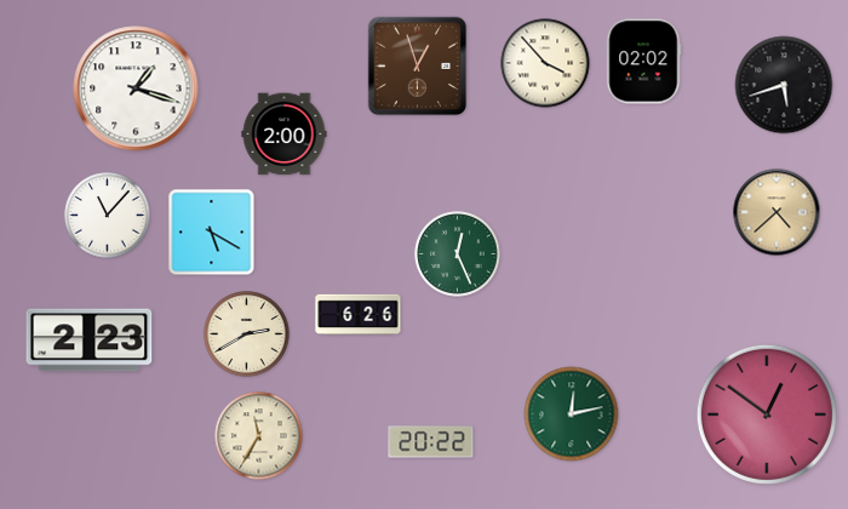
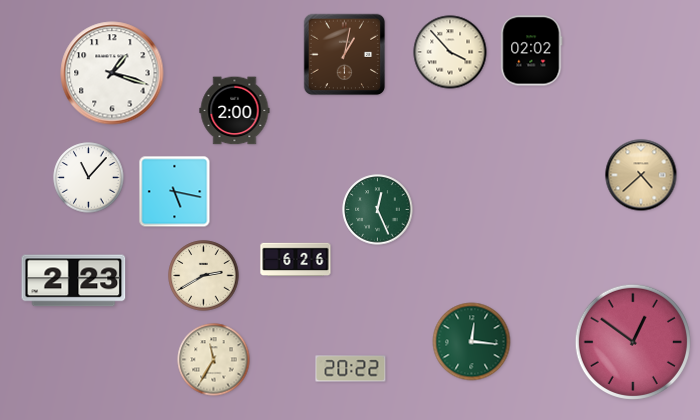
clock at (418, 67): 12:57 -> 1:02
clock at (784, 85): 5:42 -> none
clock at (212, 233): 5:20 -> 5:17
clock at (572, 414): 12:13 -> 12:16
clock at (431, 442) position: (431, 442) -> (351, 369)
